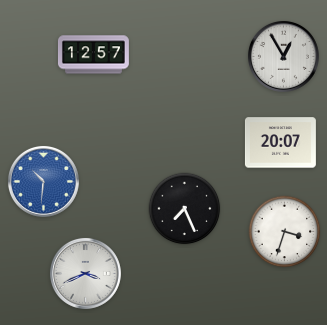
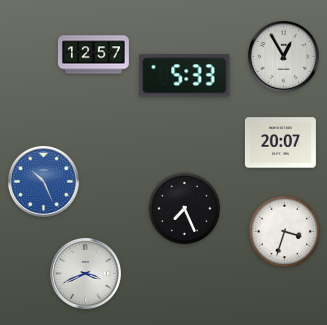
clock at (185, 76): none -> 5:33
clock at (43, 181): 10:31 -> 10:26
